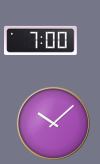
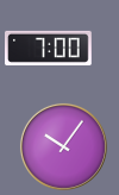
clock at (53, 123): 10:08 -> 10:06
